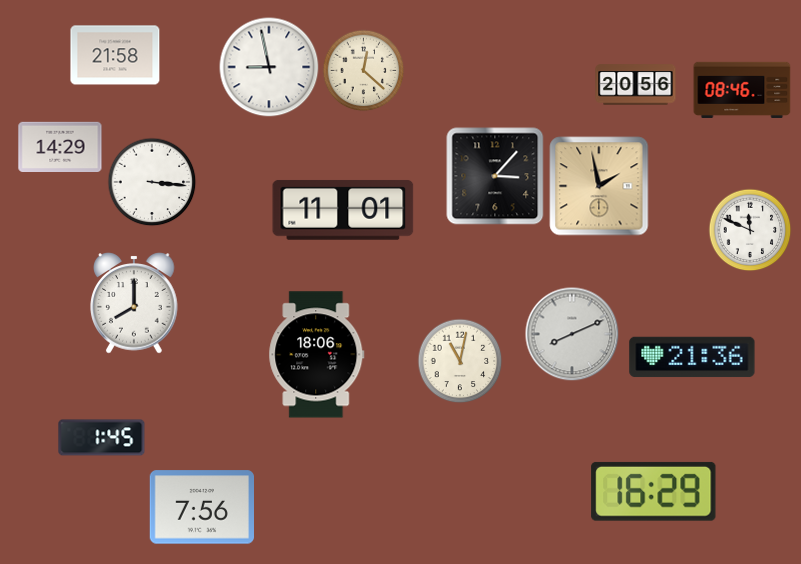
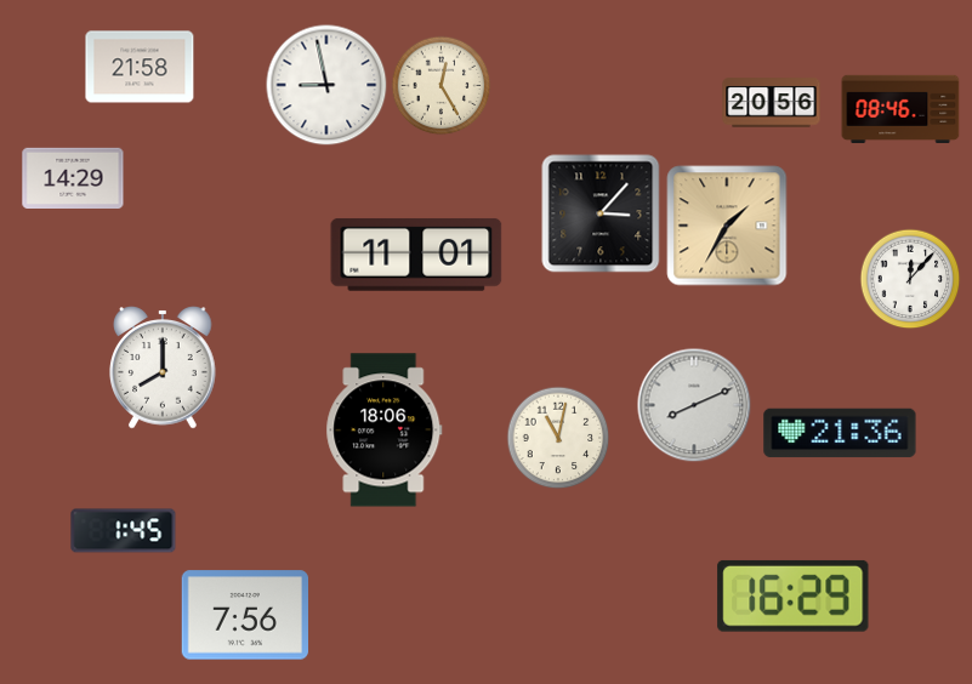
clock at (269, 67) position: (269, 67) -> (326, 85)
clock at (363, 70): 12:22 -> 12:25
clock at (152, 182): 3:16 -> none
clock at (599, 186): 1:58 -> 1:35
clock at (750, 230): 11:49 -> 12:07
